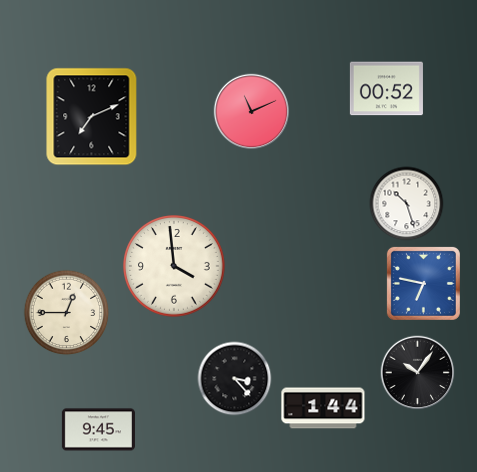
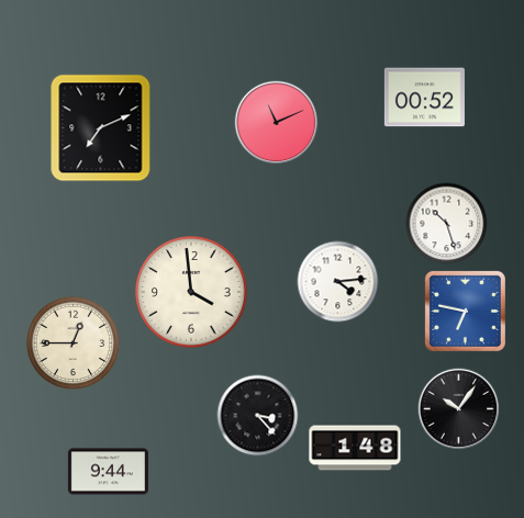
clock at (338, 282): none -> 4:14
clock at (323, 408): 1:44 -> 1:48
clock at (98, 430): 9:45 -> 9:44
